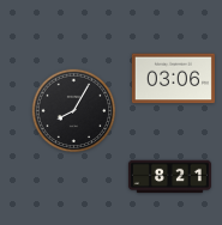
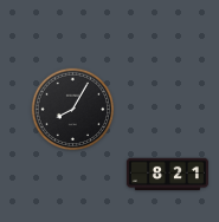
clock at (173, 79): 03:06 -> none
